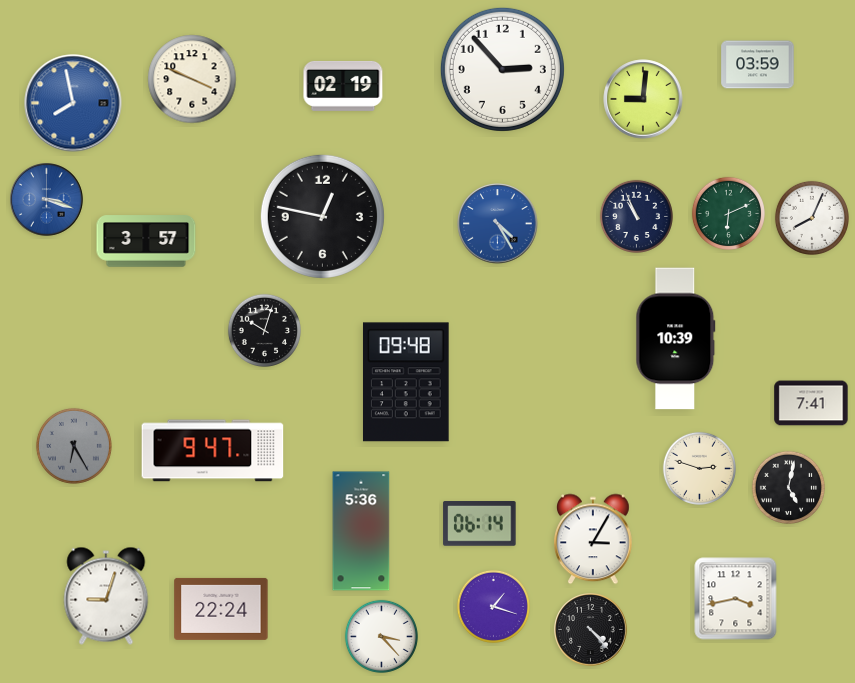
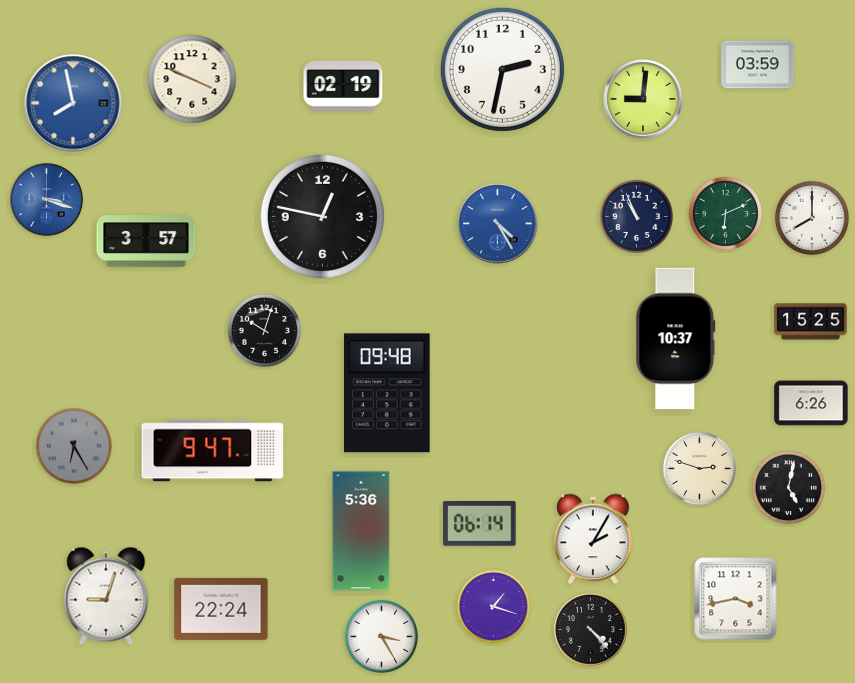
clock at (502, 69): 2:53 -> 2:32
clock at (728, 213) position: (728, 213) -> (725, 213)
clock at (812, 218): 8:04 -> 8:00
clock at (811, 322): none -> 15:25
clock at (676, 339): 10:39 -> 10:37
clock at (406, 382) position: (406, 382) -> (387, 393)
clock at (811, 403): 7:41 -> 6:26
clock at (594, 539): 3:05 -> 2:05
clock at (381, 636): 3:23 -> 3:25
